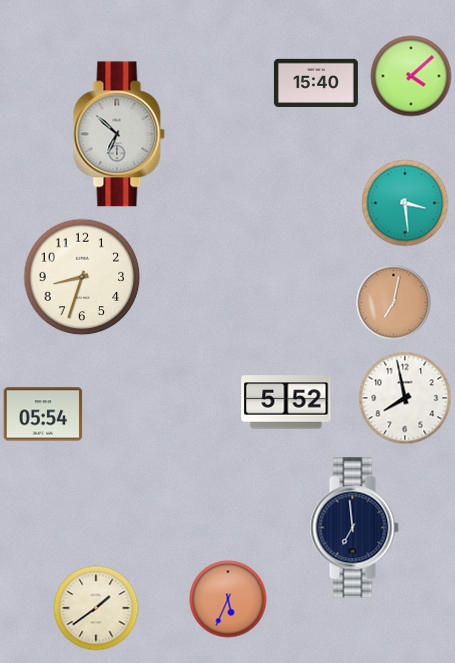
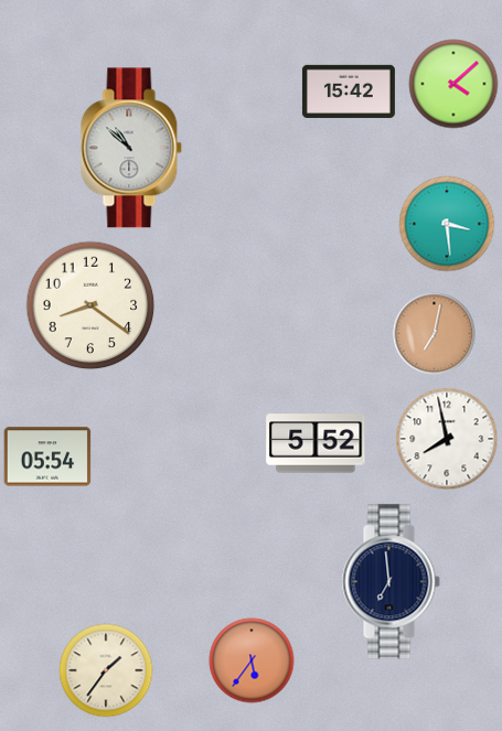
clock at (316, 83): 15:40 -> 15:42
clock at (119, 134): 6:52 -> 10:52
clock at (82, 277): 8:33 -> 8:21
clock at (228, 599): 5:34 -> 5:36
clock at (96, 608): 1:39 -> 1:36
